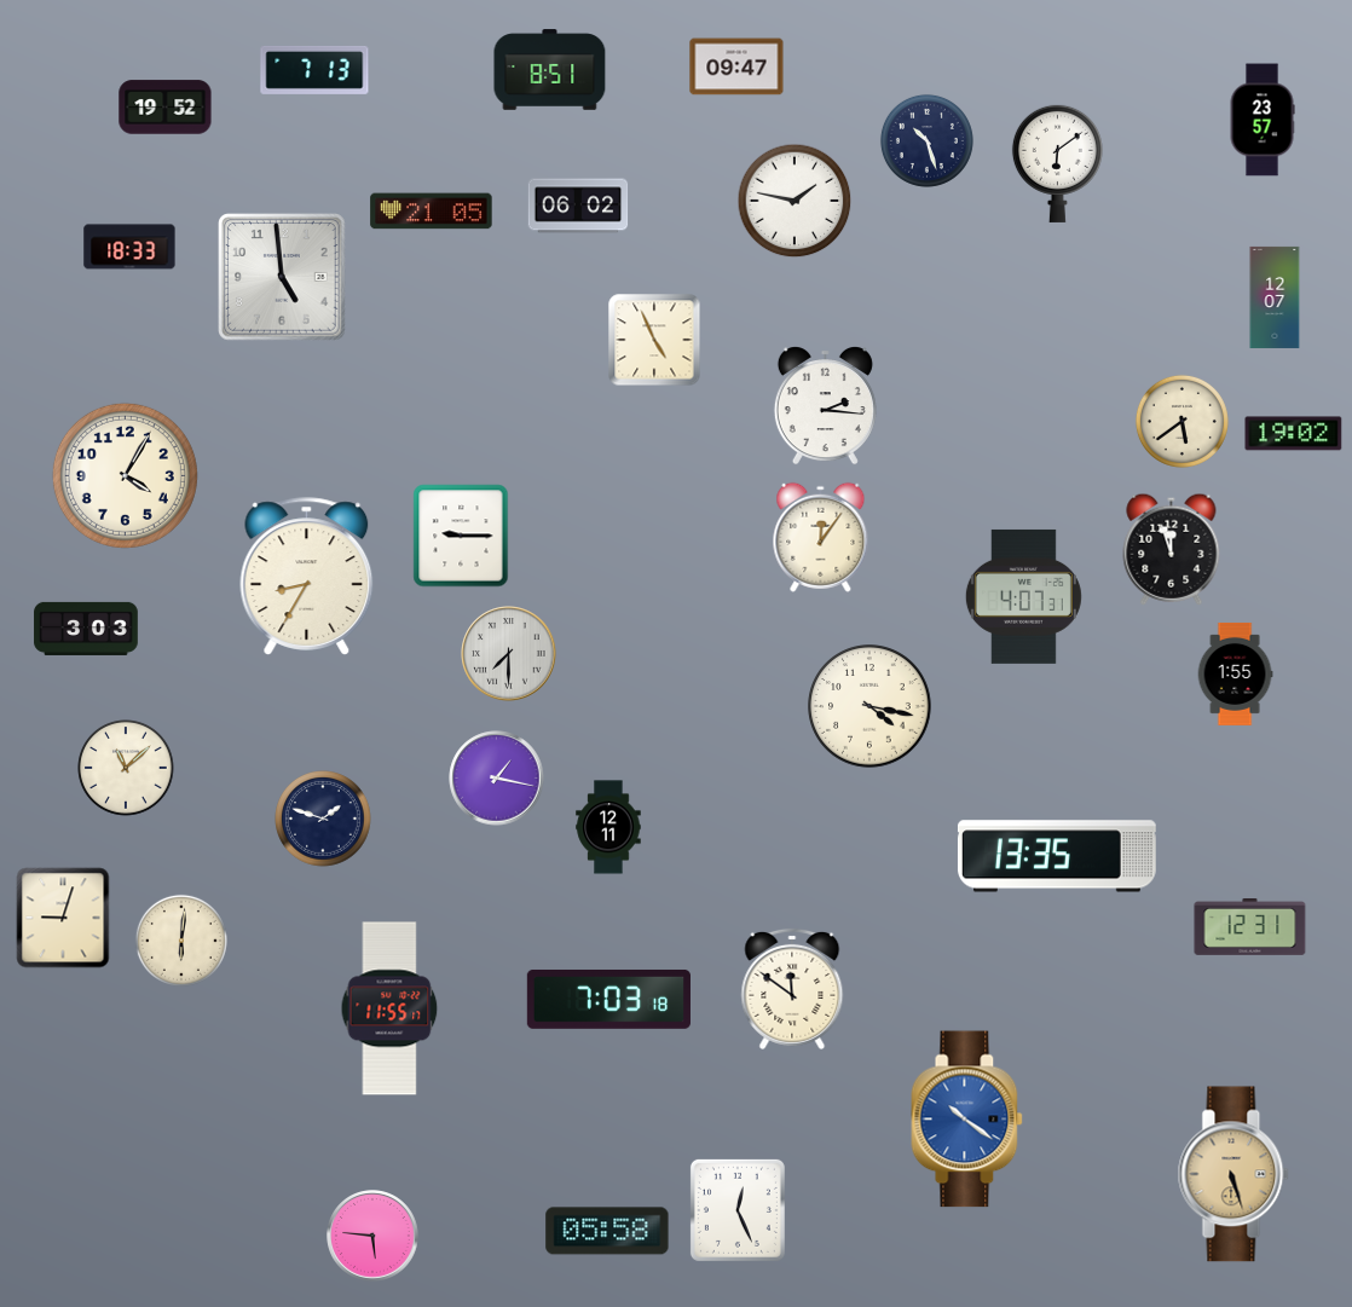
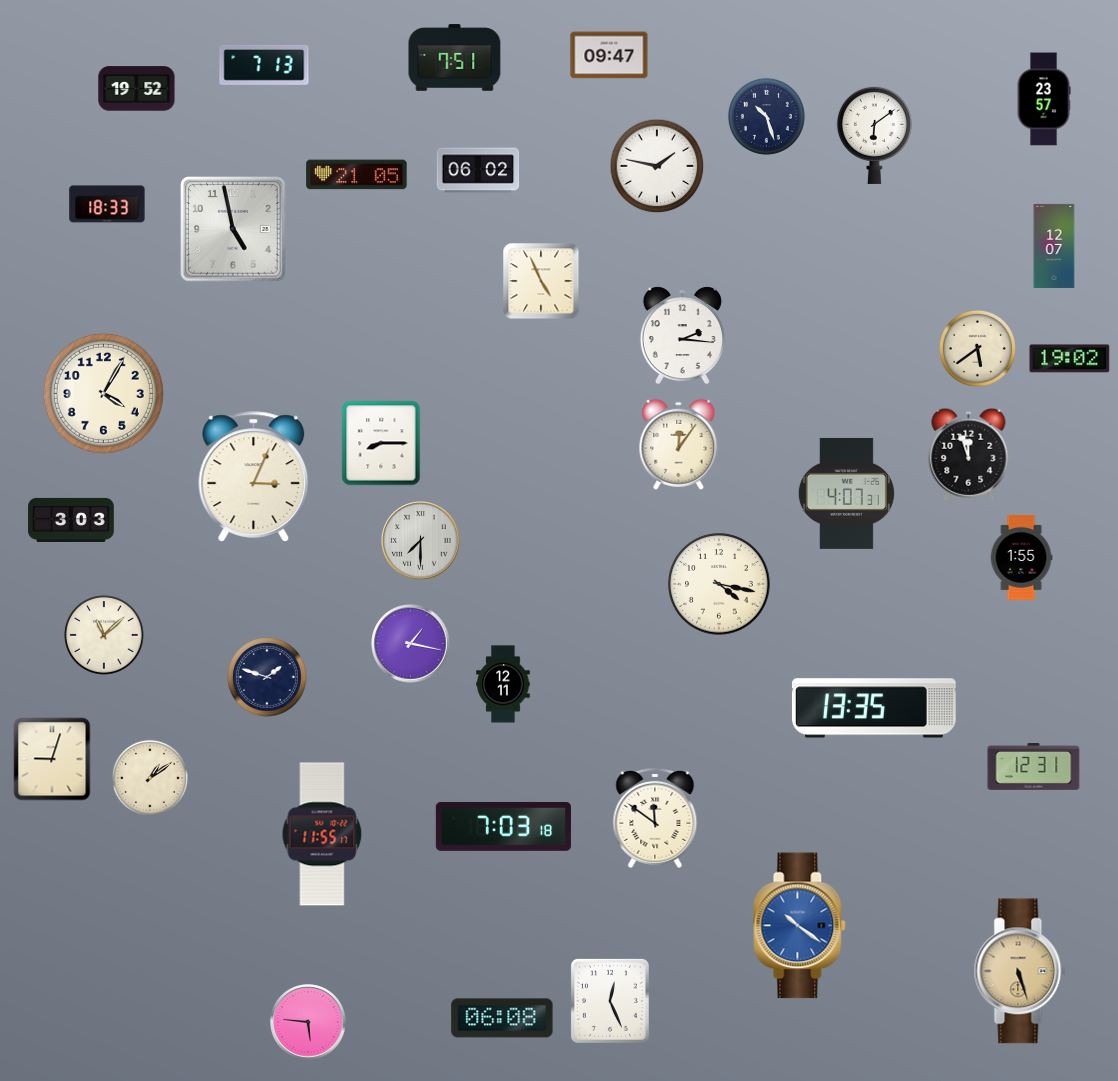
clock at (314, 70) position: (314, 70) -> (264, 65)
clock at (550, 70): 8:51 -> 7:51
clock at (282, 277): 4:59 -> 4:58
clock at (461, 536): 9:15 -> 8:15
clock at (307, 577): 8:35 -> 3:04
clock at (181, 941): 6:01 -> 1:09
clock at (607, 1231): 05:58 -> 06:08
